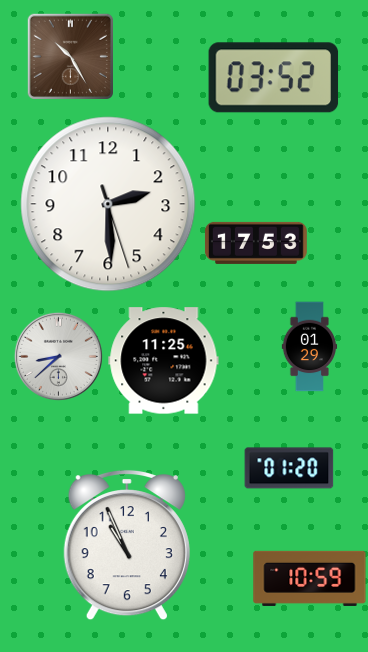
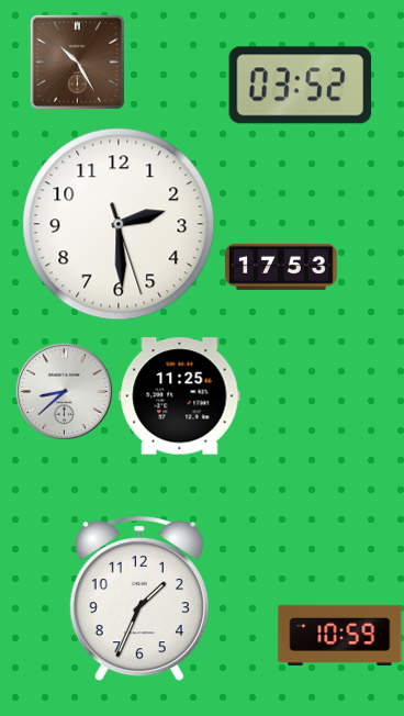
clock at (310, 347): 01:29 -> none
clock at (289, 468): 01:20 -> none
clock at (127, 545): 10:56 -> 1:34
